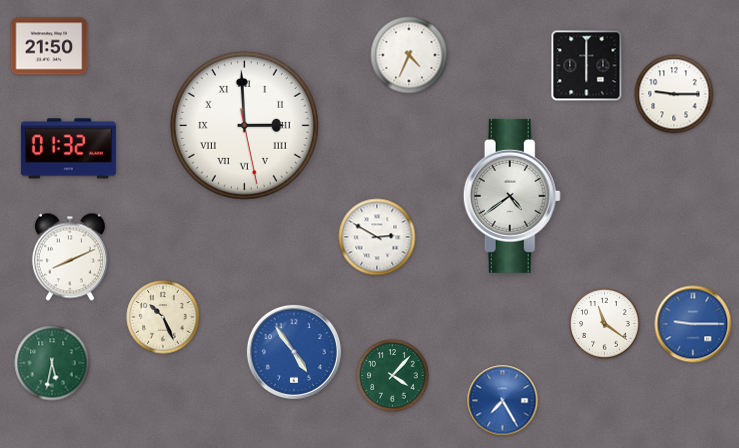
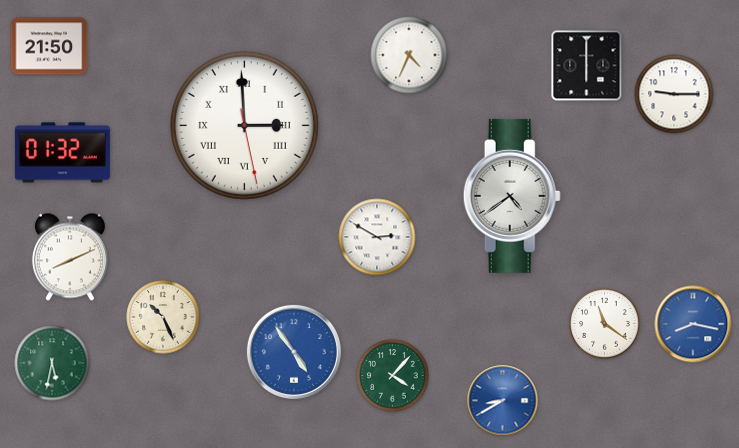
clock at (68, 149) position: (68, 149) -> (62, 153)
clock at (693, 324): 9:15 -> 8:17
clock at (503, 401): 7:25 -> 8:40
